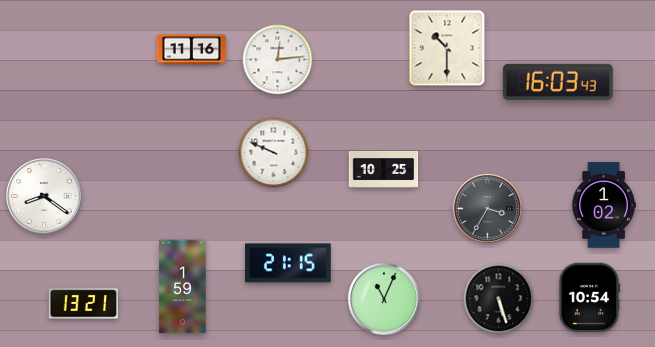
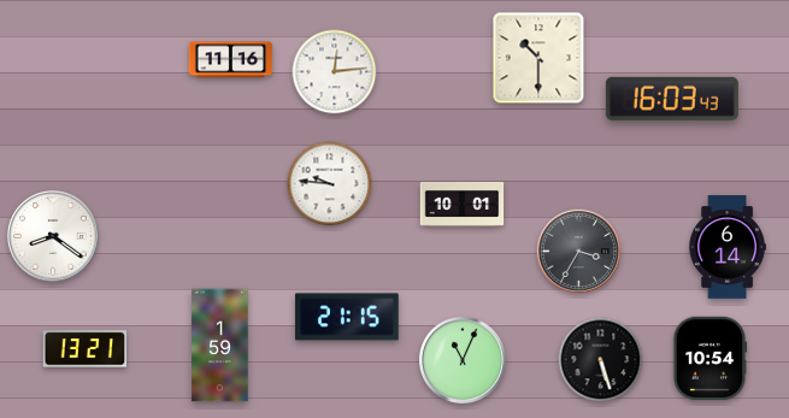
clock at (274, 153): 9:49 -> 9:46
clock at (384, 169): 10:25 -> 10:01
clock at (604, 205): 1:02 -> 6:14
clock at (487, 208) position: (487, 208) -> (578, 251)
clock at (84, 304) position: (84, 304) -> (86, 349)
